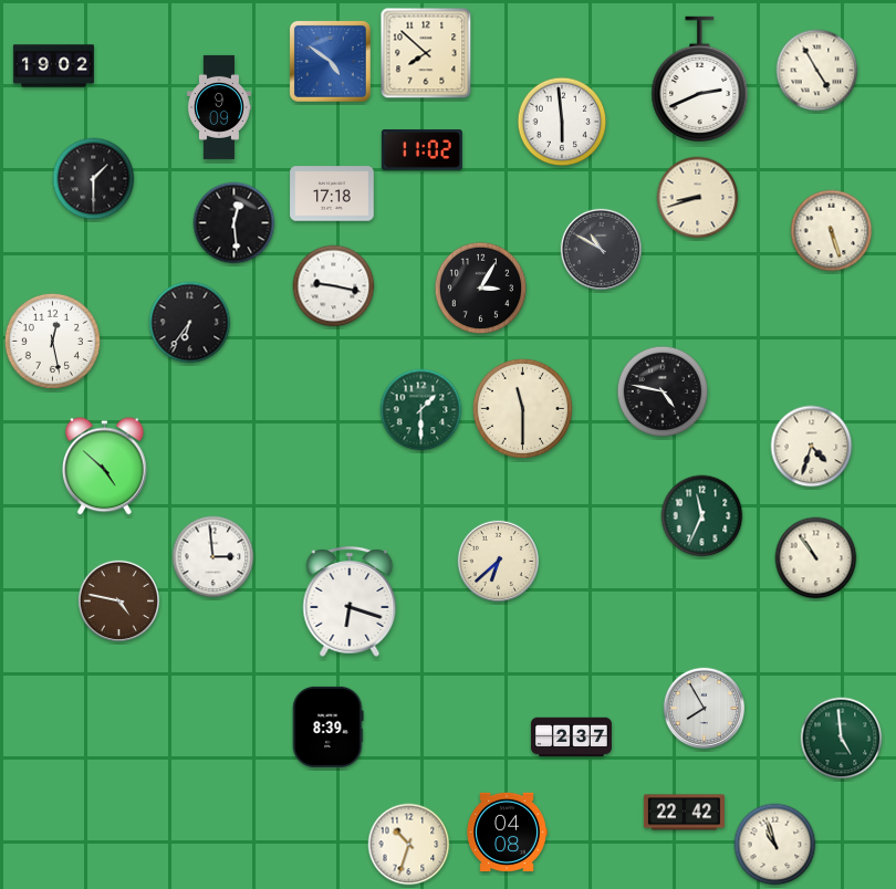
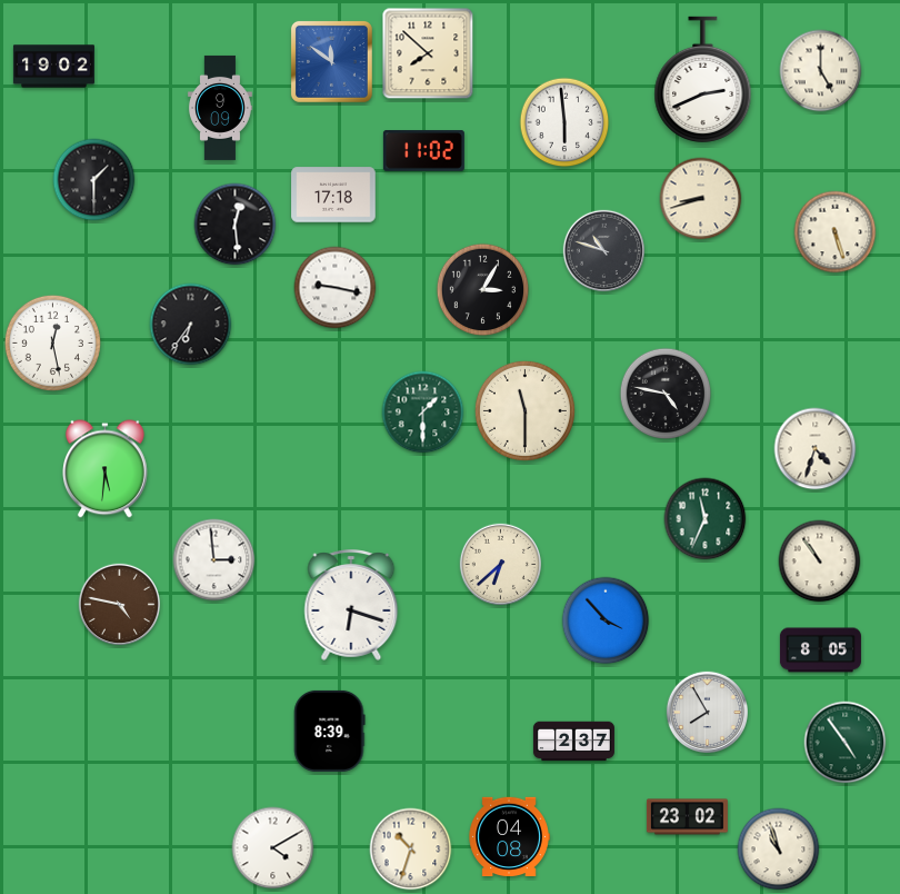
clock at (330, 61): 4:51 -> 11:51
clock at (817, 71): 4:55 -> 5:00
clock at (601, 249): 10:50 -> 10:48
clock at (105, 467): 4:52 -> 5:31
clock at (606, 620): none -> 3:53
clock at (820, 650): none -> 8:05
clock at (842, 739): 4:59 -> 4:54
clock at (684, 813): 22:42 -> 23:02
clock at (273, 848): none -> 4:10
